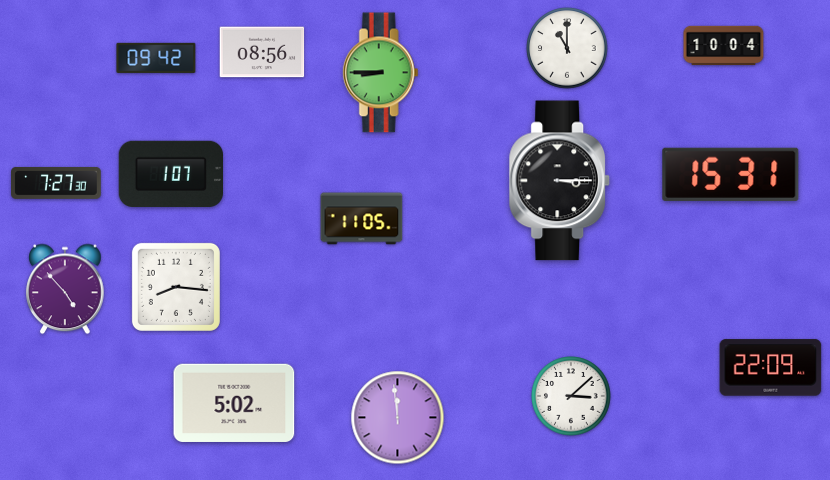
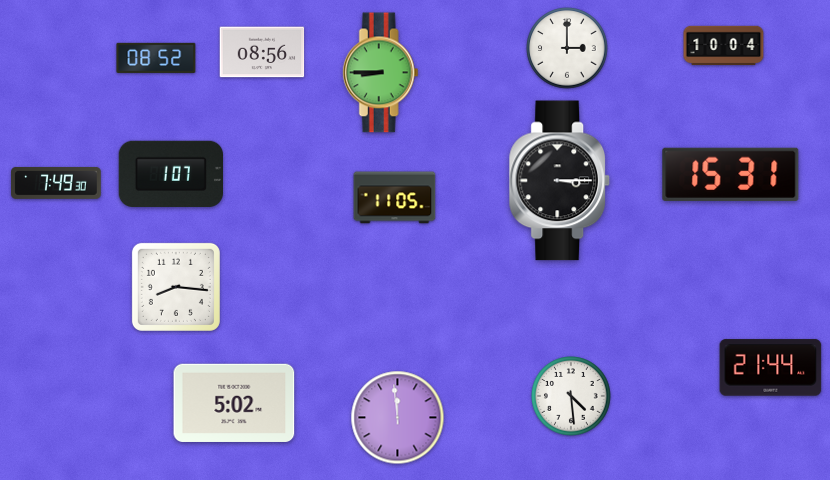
clock at (567, 48): 11:00 -> 3:00
clock at (156, 58): 09:42 -> 08:52
clock at (56, 183): 7:27 -> 7:49
clock at (362, 219) position: (362, 219) -> (395, 198)
clock at (65, 289): 4:53 -> none
clock at (771, 368): 22:09 -> 21:44
clock at (572, 397): 3:08 -> 4:29
